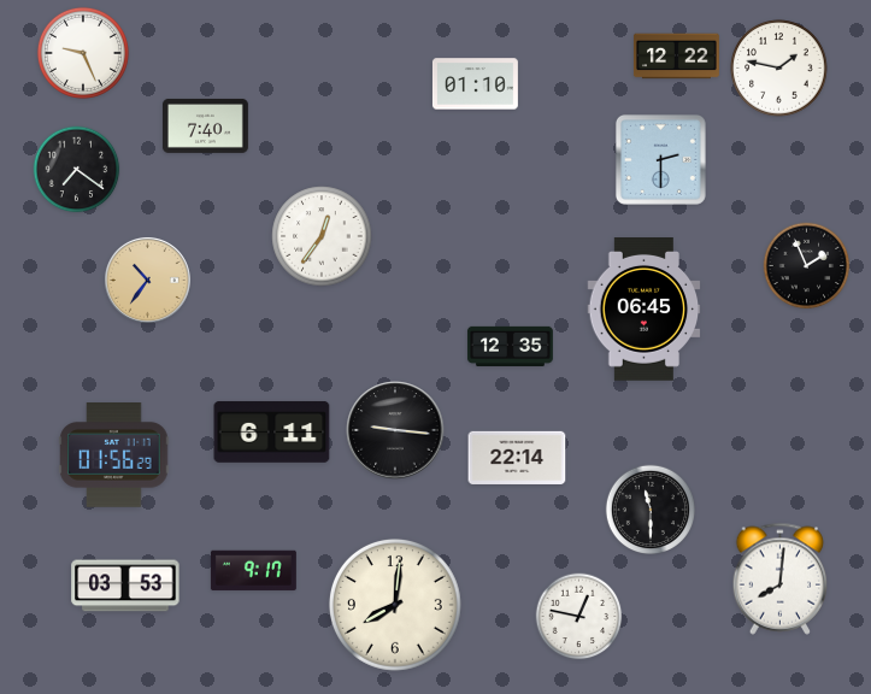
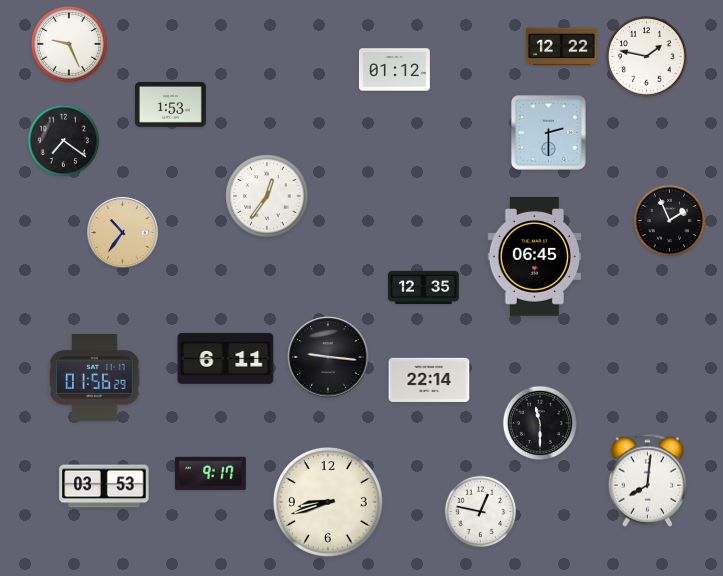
clock at (475, 84): 01:10 -> 01:12
clock at (205, 125): 7:40 -> 1:53
clock at (395, 605): 8:01 -> 8:42
